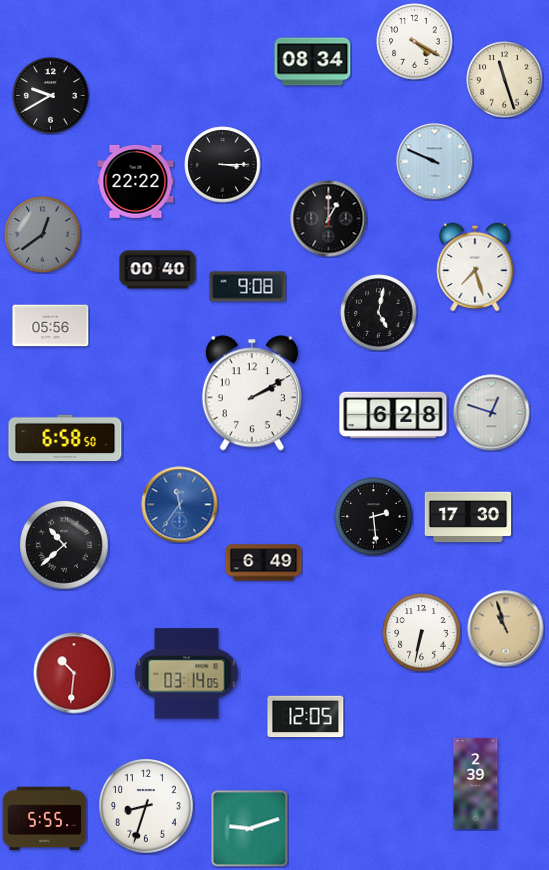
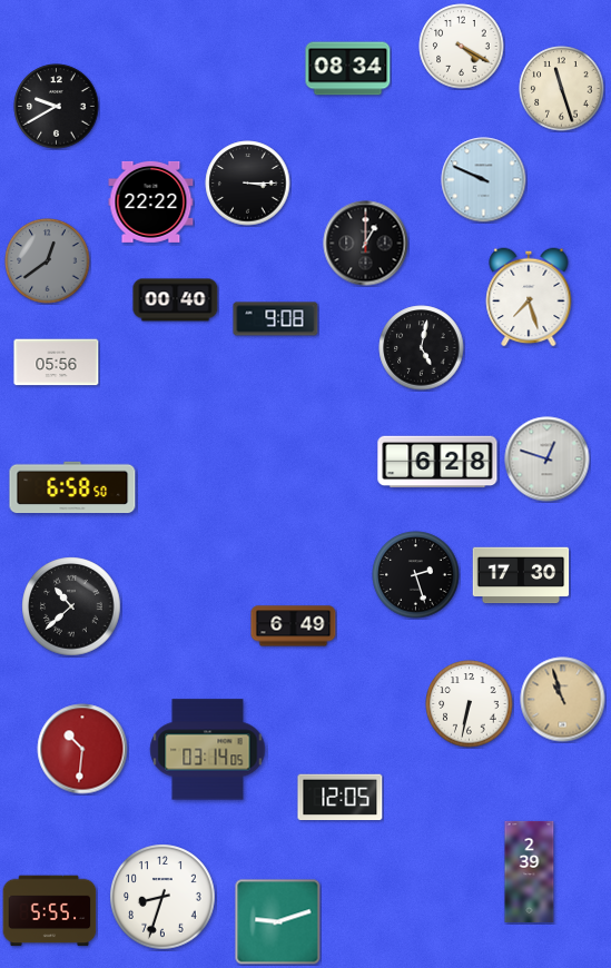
clock at (252, 393): 2:10 -> none
clock at (180, 505): 11:36 -> none
clock at (374, 517): 2:29 -> 2:27
